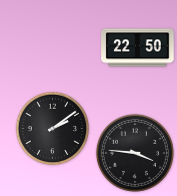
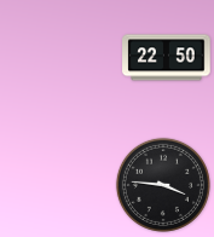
clock at (53, 129): 2:09 -> none
